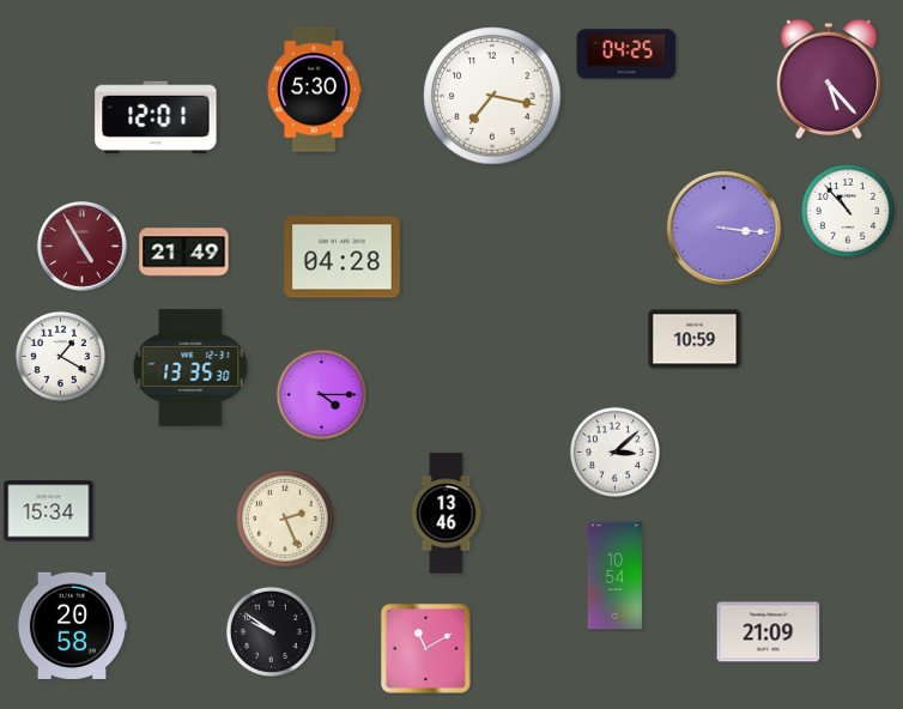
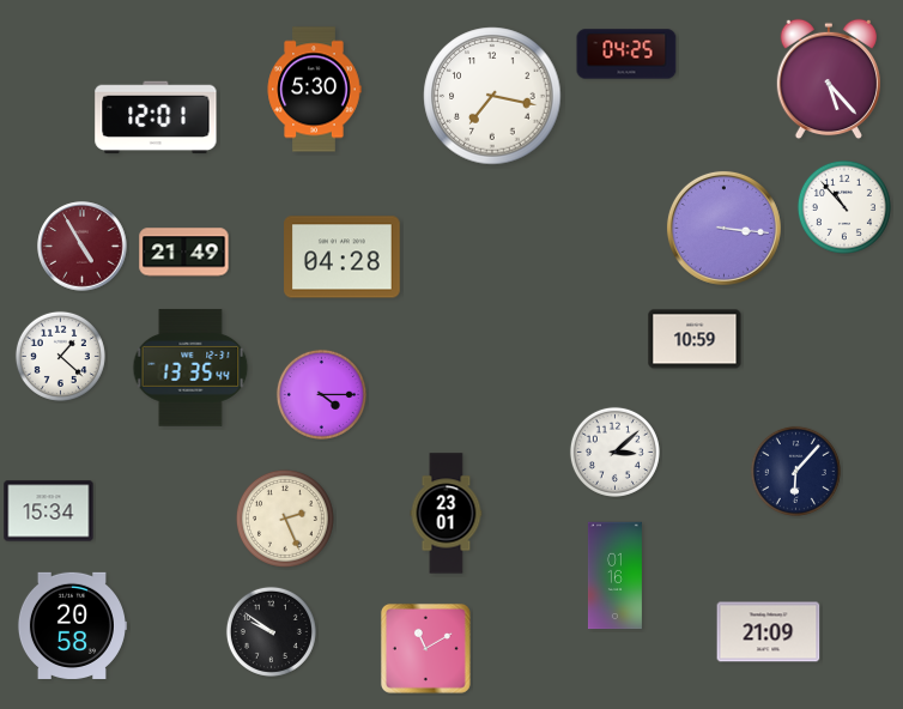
clock at (848, 211) position: (848, 211) -> (844, 207)
clock at (60, 356): 1:20 -> 1:22
clock at (190, 368): 13:35:30 -> 13:35:44
clock at (795, 471): none -> 6:07
clock at (447, 514): 13:46 -> 23:01
clock at (614, 576): 10:54 -> 01:16
